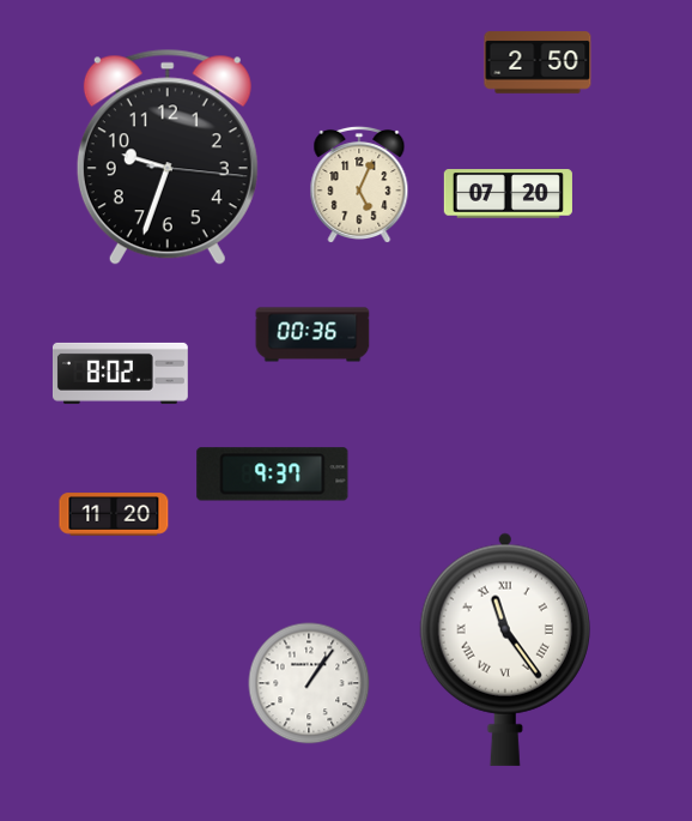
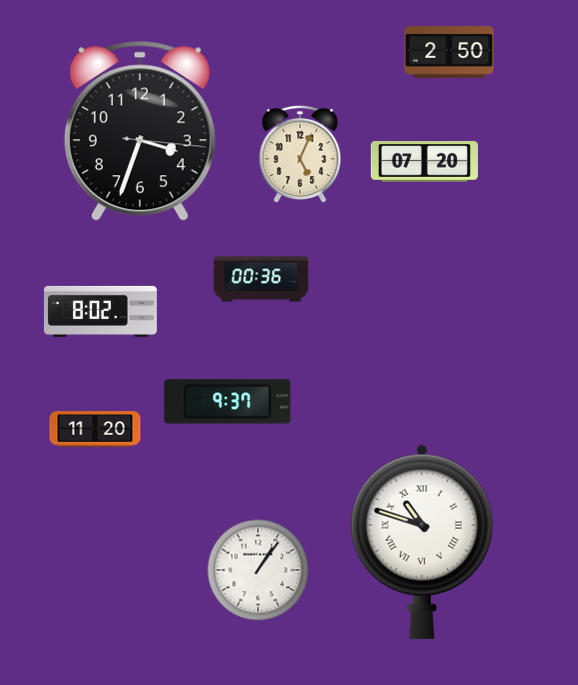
clock at (168, 157): 9:33 -> 3:33
clock at (273, 475) position: (273, 475) -> (228, 402)
clock at (505, 650): 11:24 -> 10:48
